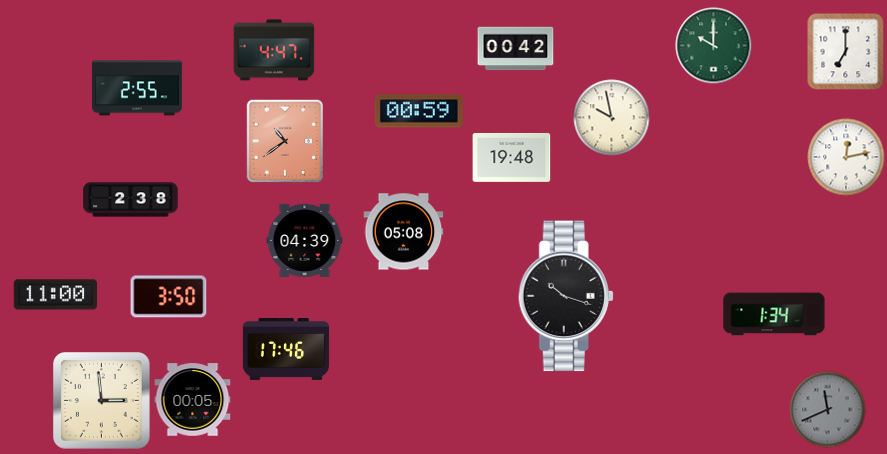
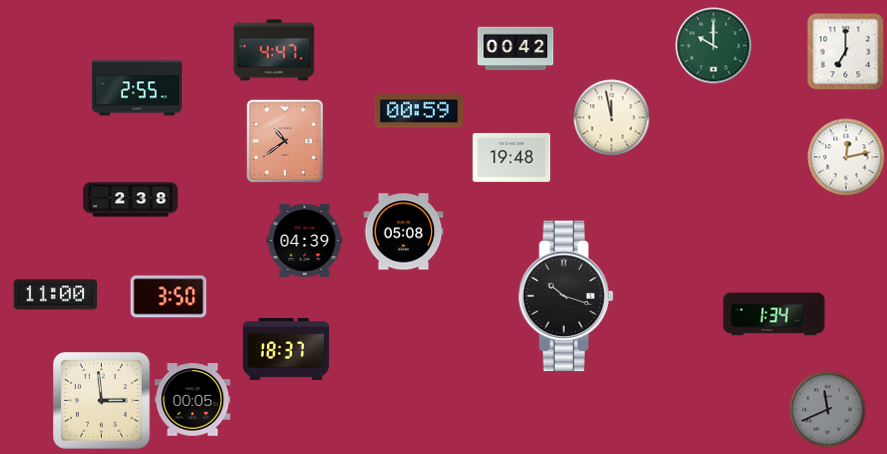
clock at (612, 118): 9:58 -> 11:58
clock at (286, 349): 17:46 -> 18:37
